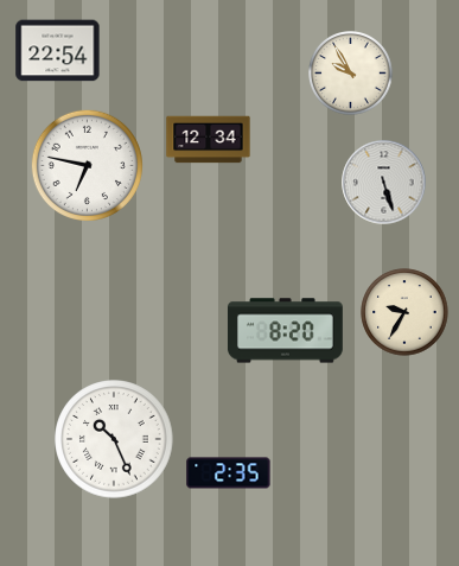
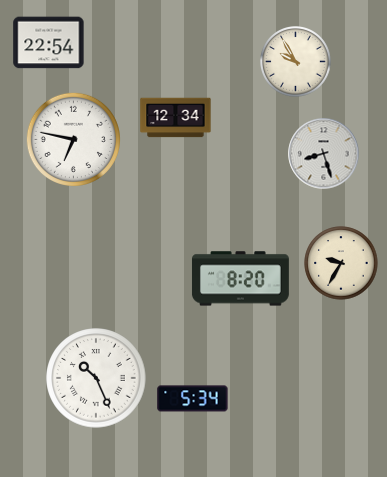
clock at (384, 183): 5:27 -> 8:27
clock at (114, 439) position: (114, 439) -> (96, 378)
clock at (229, 473): 2:35 -> 5:34
